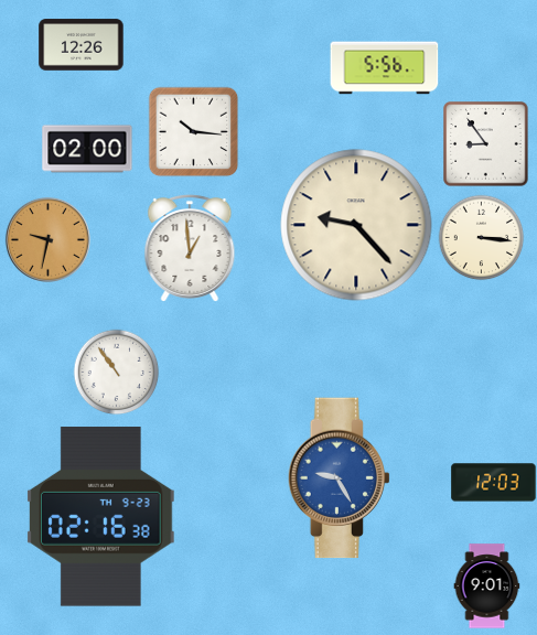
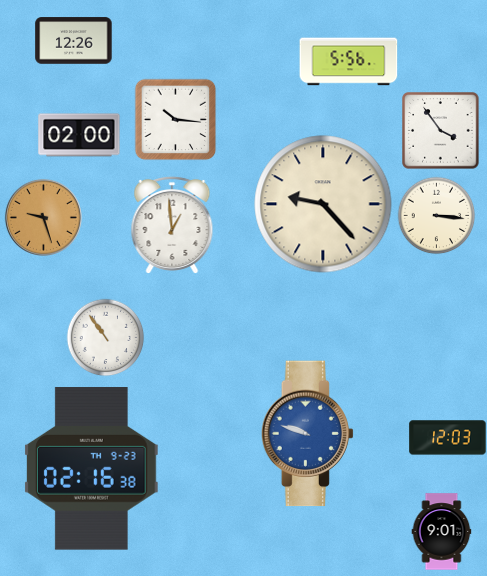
clock at (486, 144): 8:54 -> 3:54
clock at (47, 239): 9:32 -> 9:27
clock at (339, 478): 9:25 -> 9:48
